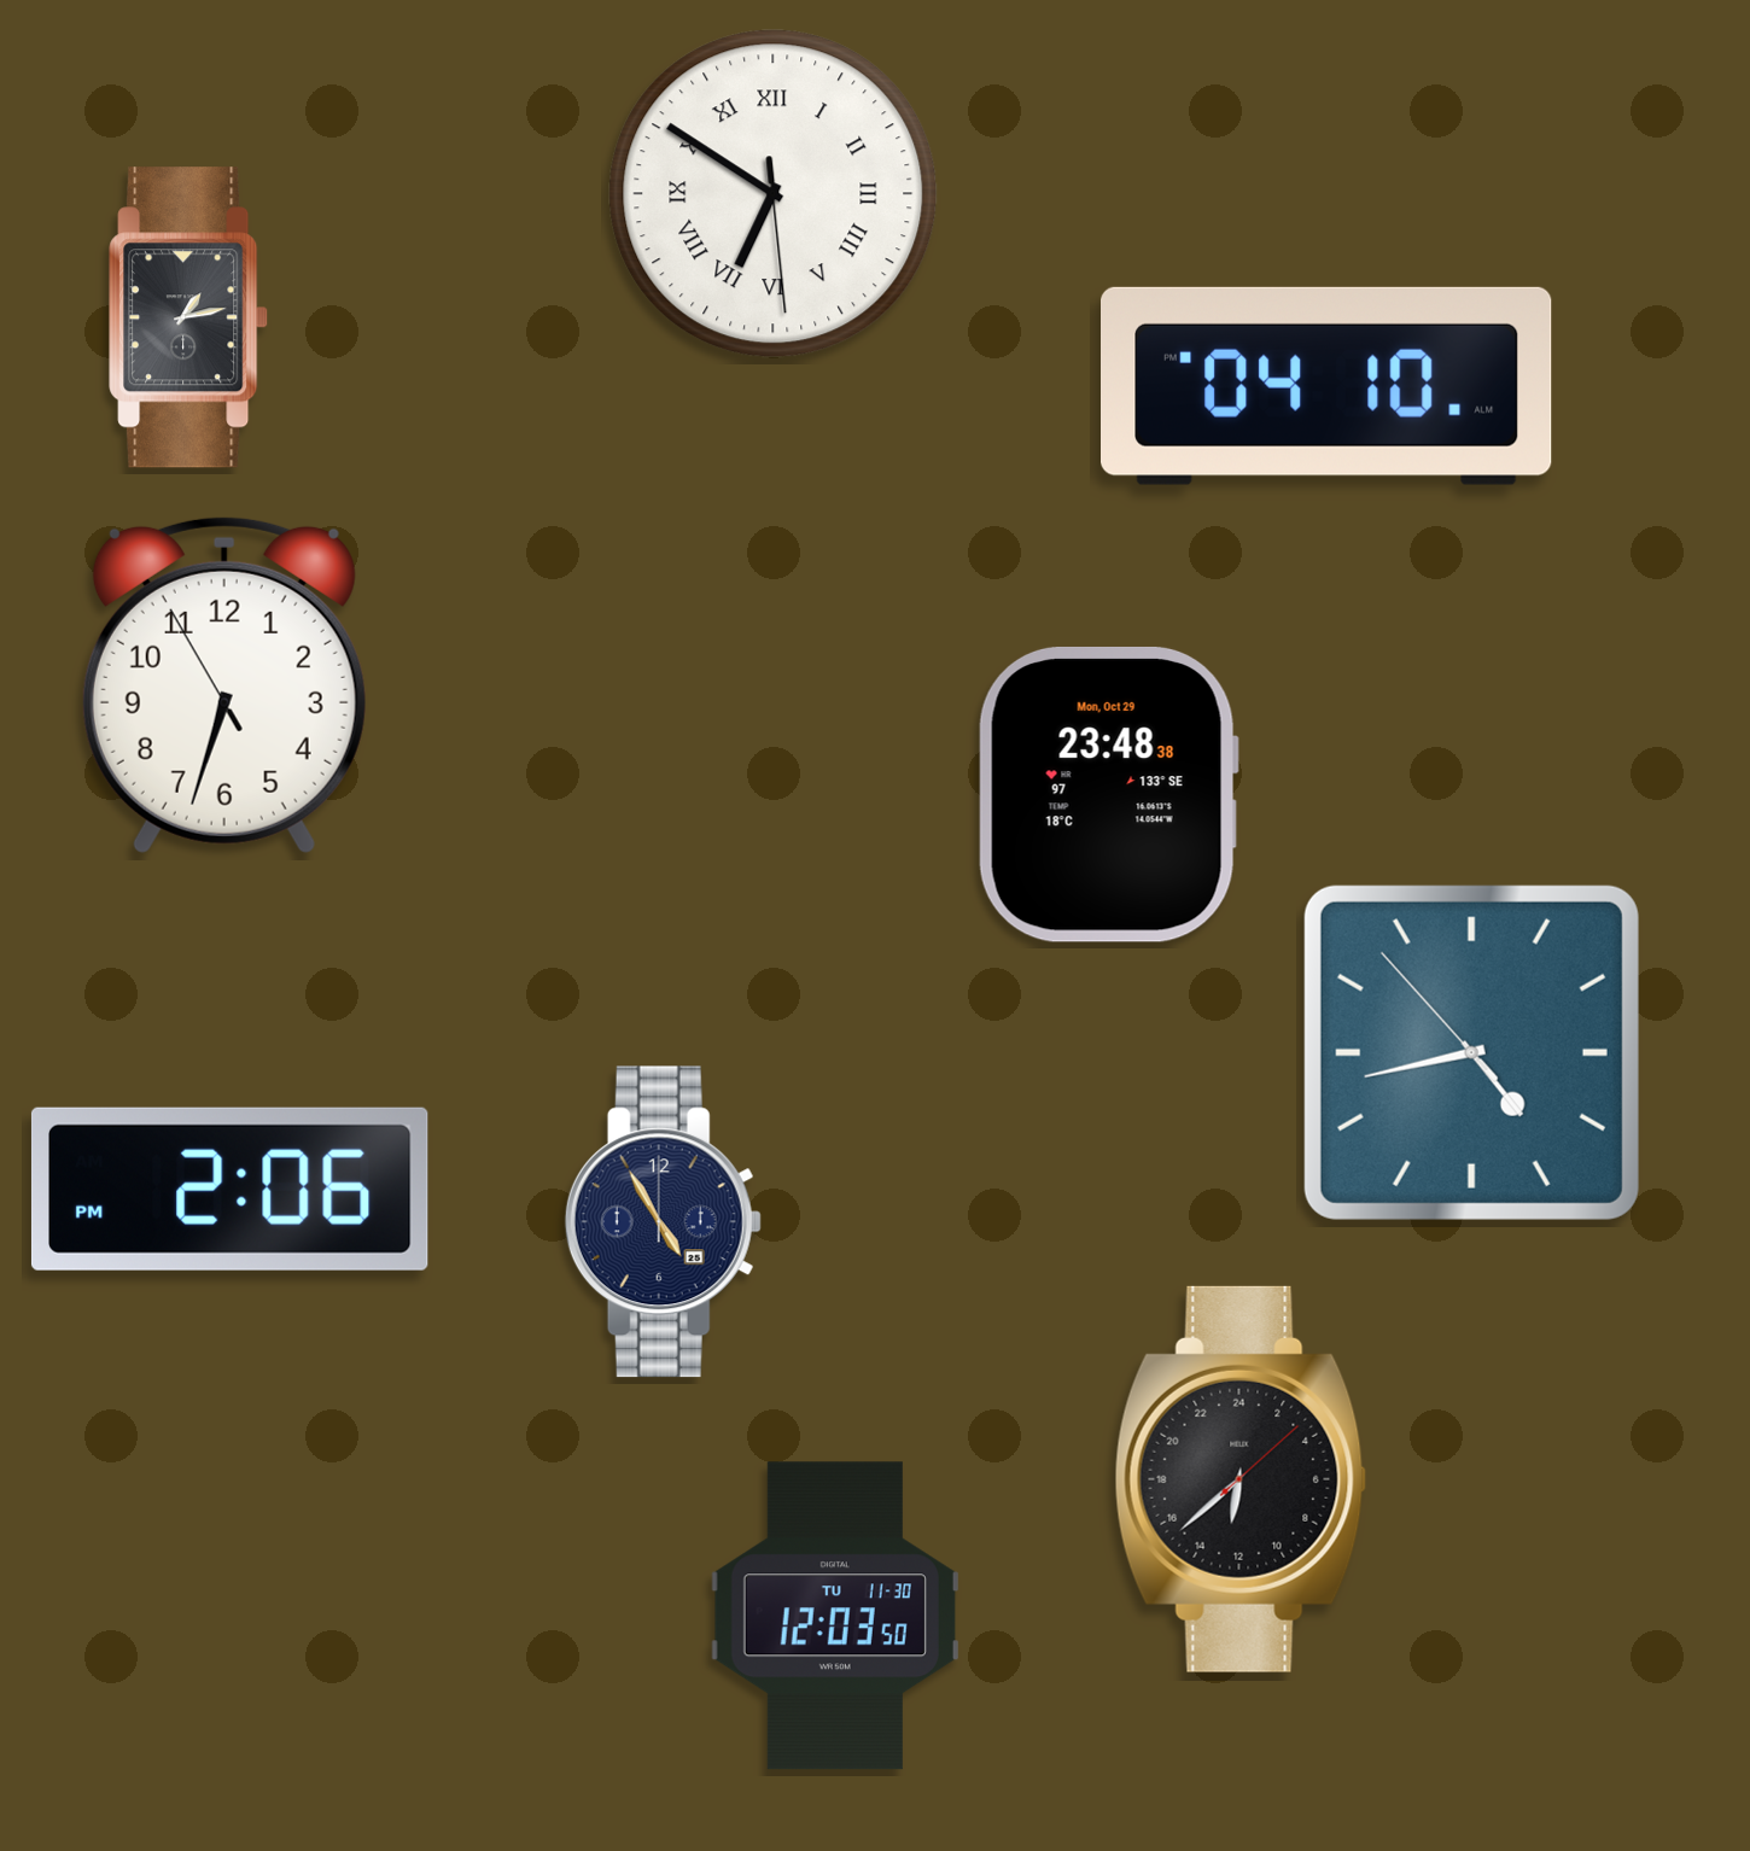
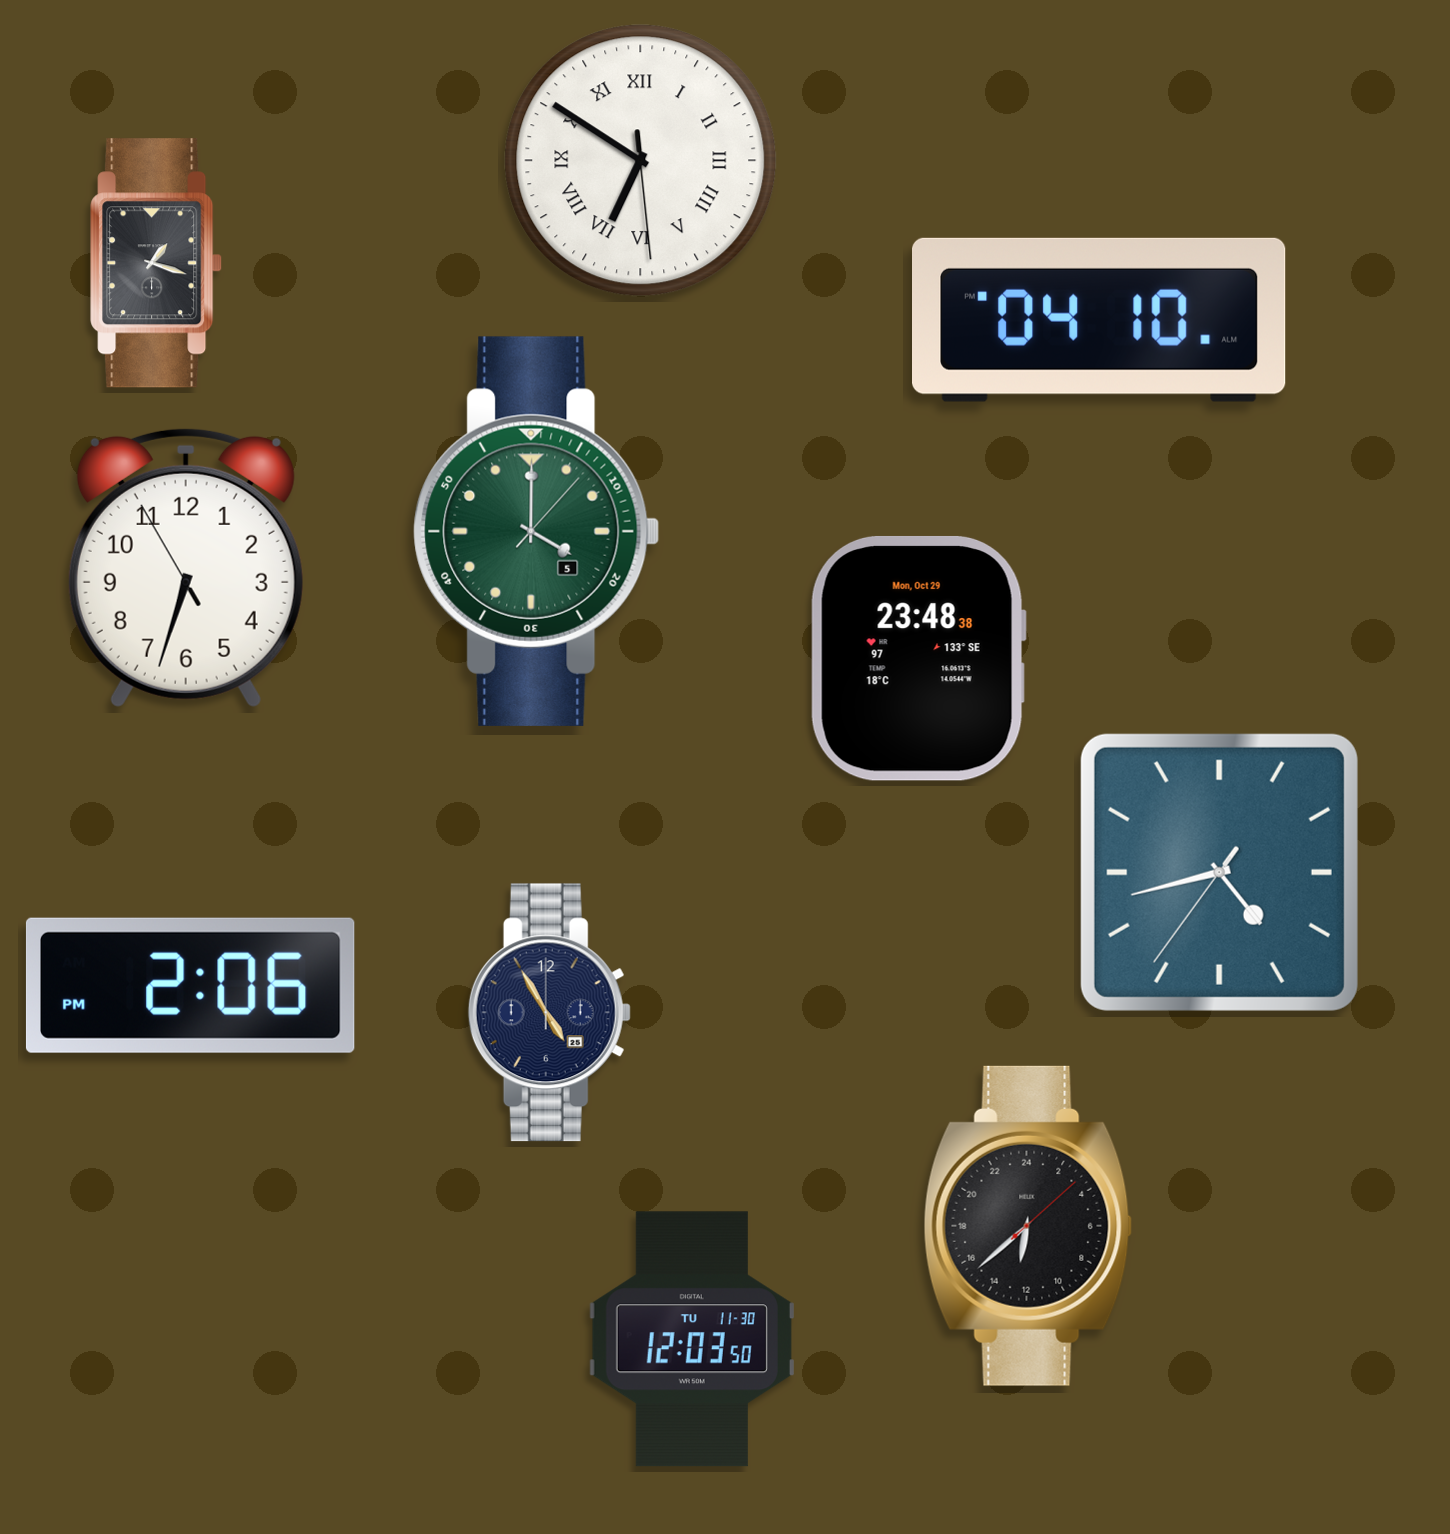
clock at (189, 317): 1:13 -> 1:18
clock at (537, 531): none -> 4:00
clock at (1471, 1052): 4:42:53 -> 4:42:36
